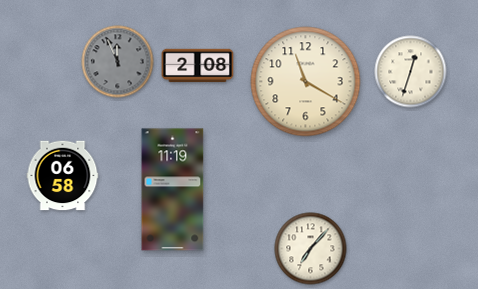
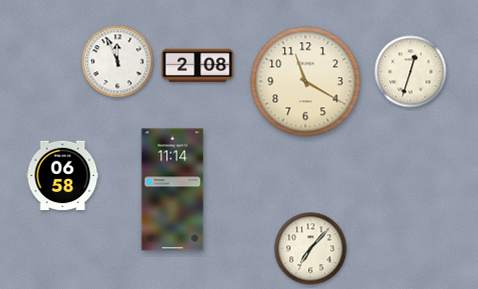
clock at (118, 62) dial: grey -> white
clock at (173, 190): 11:19 -> 11:14
